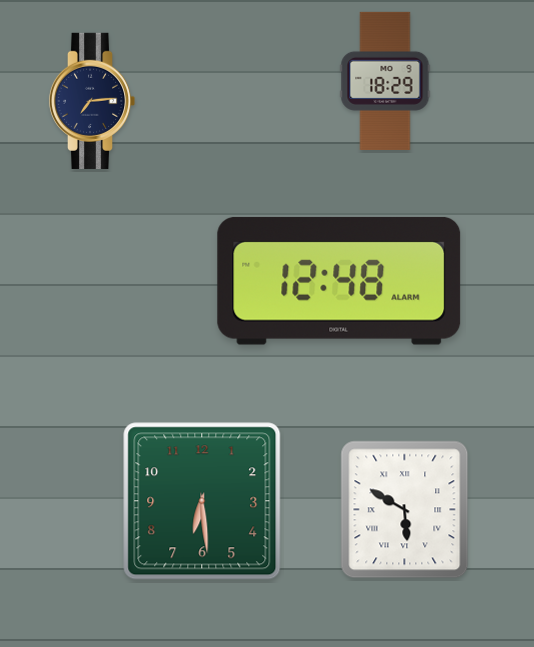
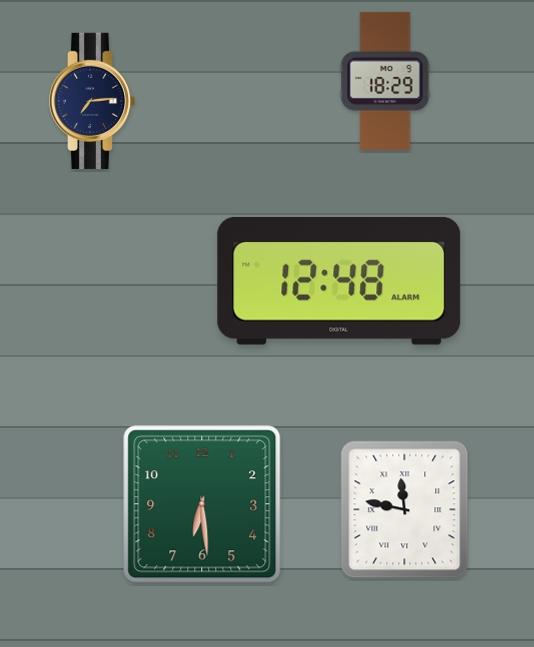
clock at (202, 501) position: (202, 501) -> (202, 504)
clock at (405, 510): 5:50 -> 11:47
